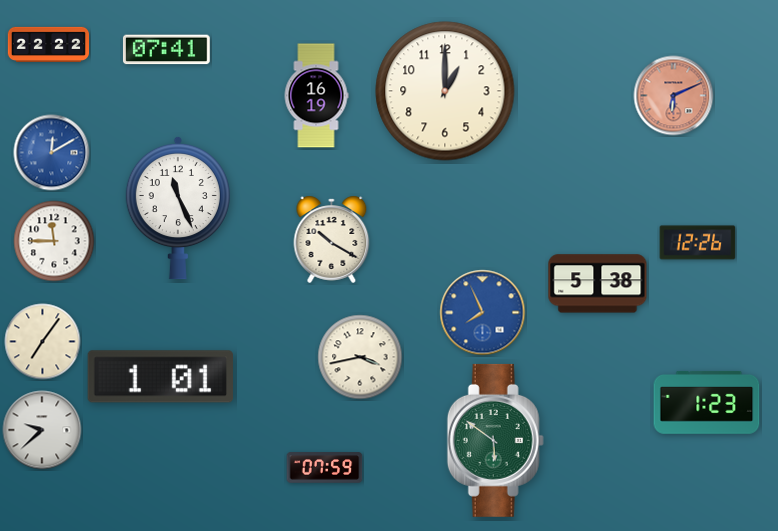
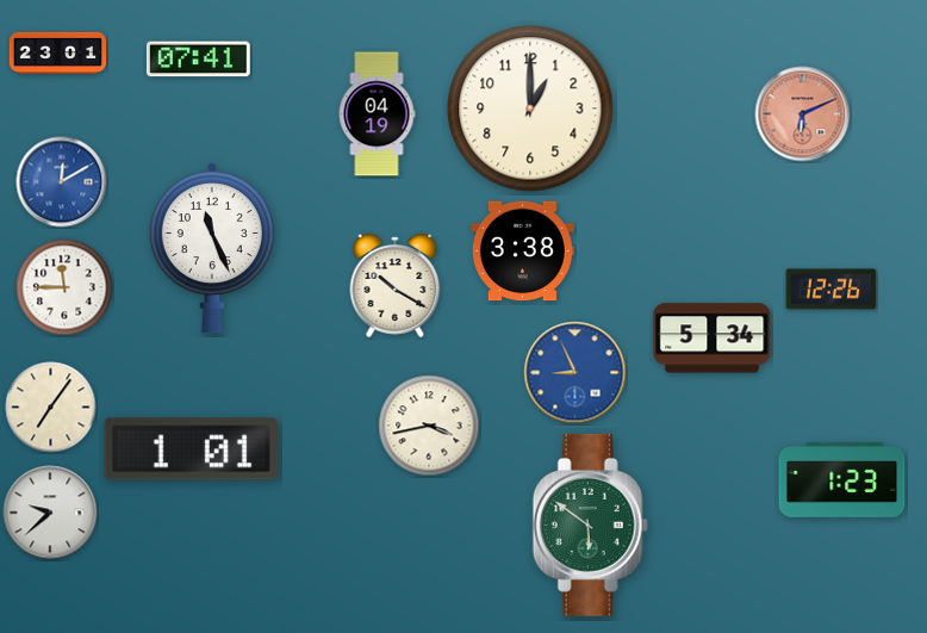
clock at (48, 44): 22:22 -> 23:01
clock at (316, 96): 16:19 -> 04:19
clock at (523, 252): none -> 3:38
clock at (598, 284): 5:38 -> 5:34
clock at (483, 313): 7:56 -> 8:56
clock at (325, 468): 07:59 -> none
